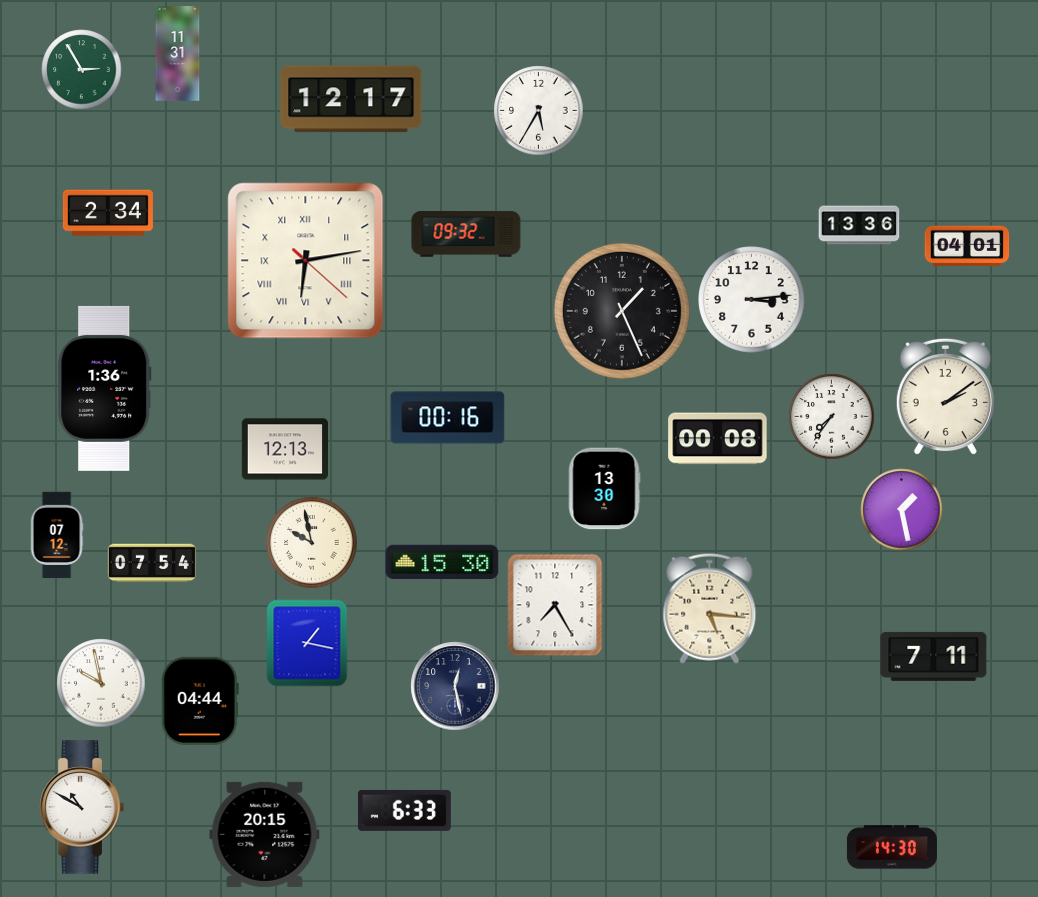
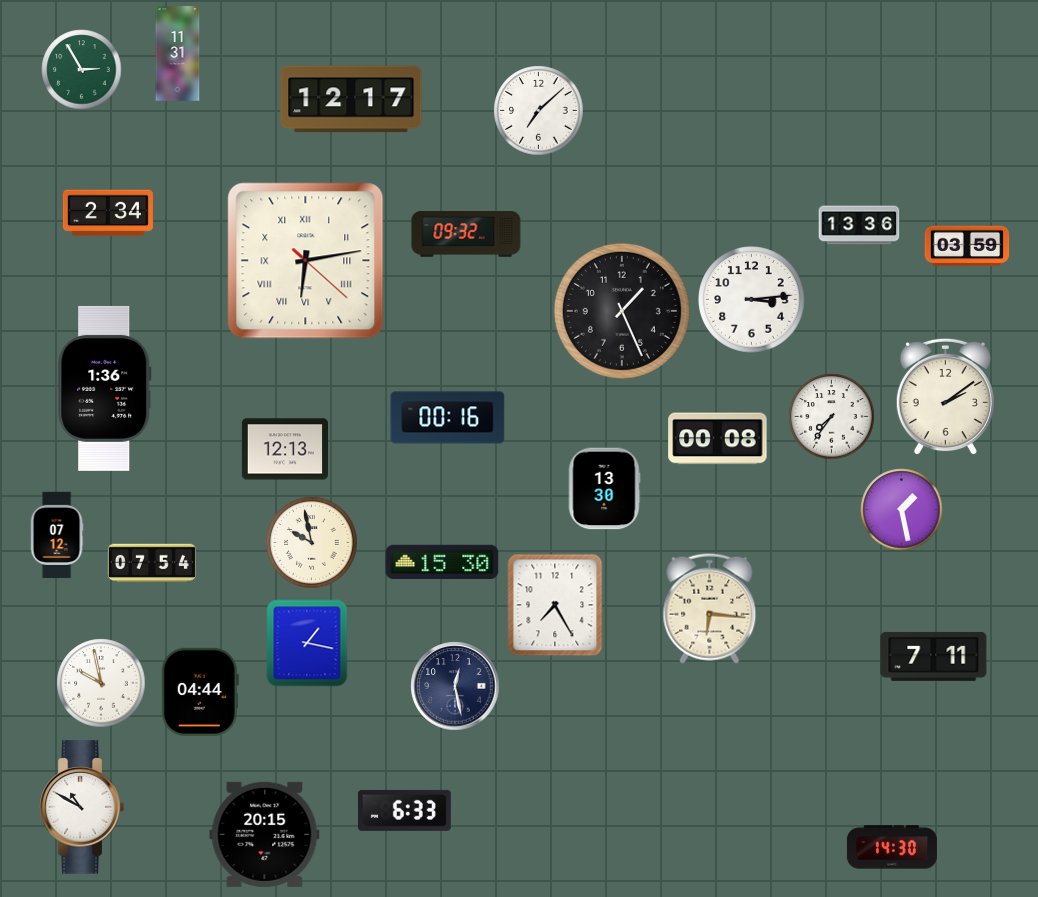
clock at (539, 111): 5:35 -> 7:08
clock at (967, 246): 04:01 -> 03:59
clock at (710, 608): 5:16 -> 6:16
clock at (200, 701) position: (200, 701) -> (200, 692)
